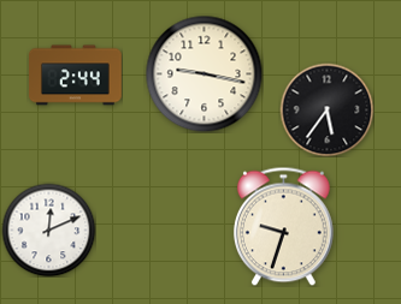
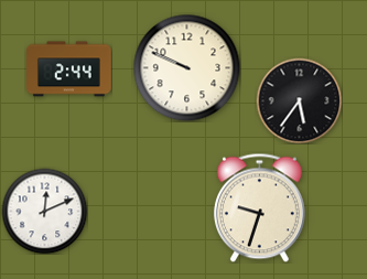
clock at (204, 73): 9:17 -> 9:49
